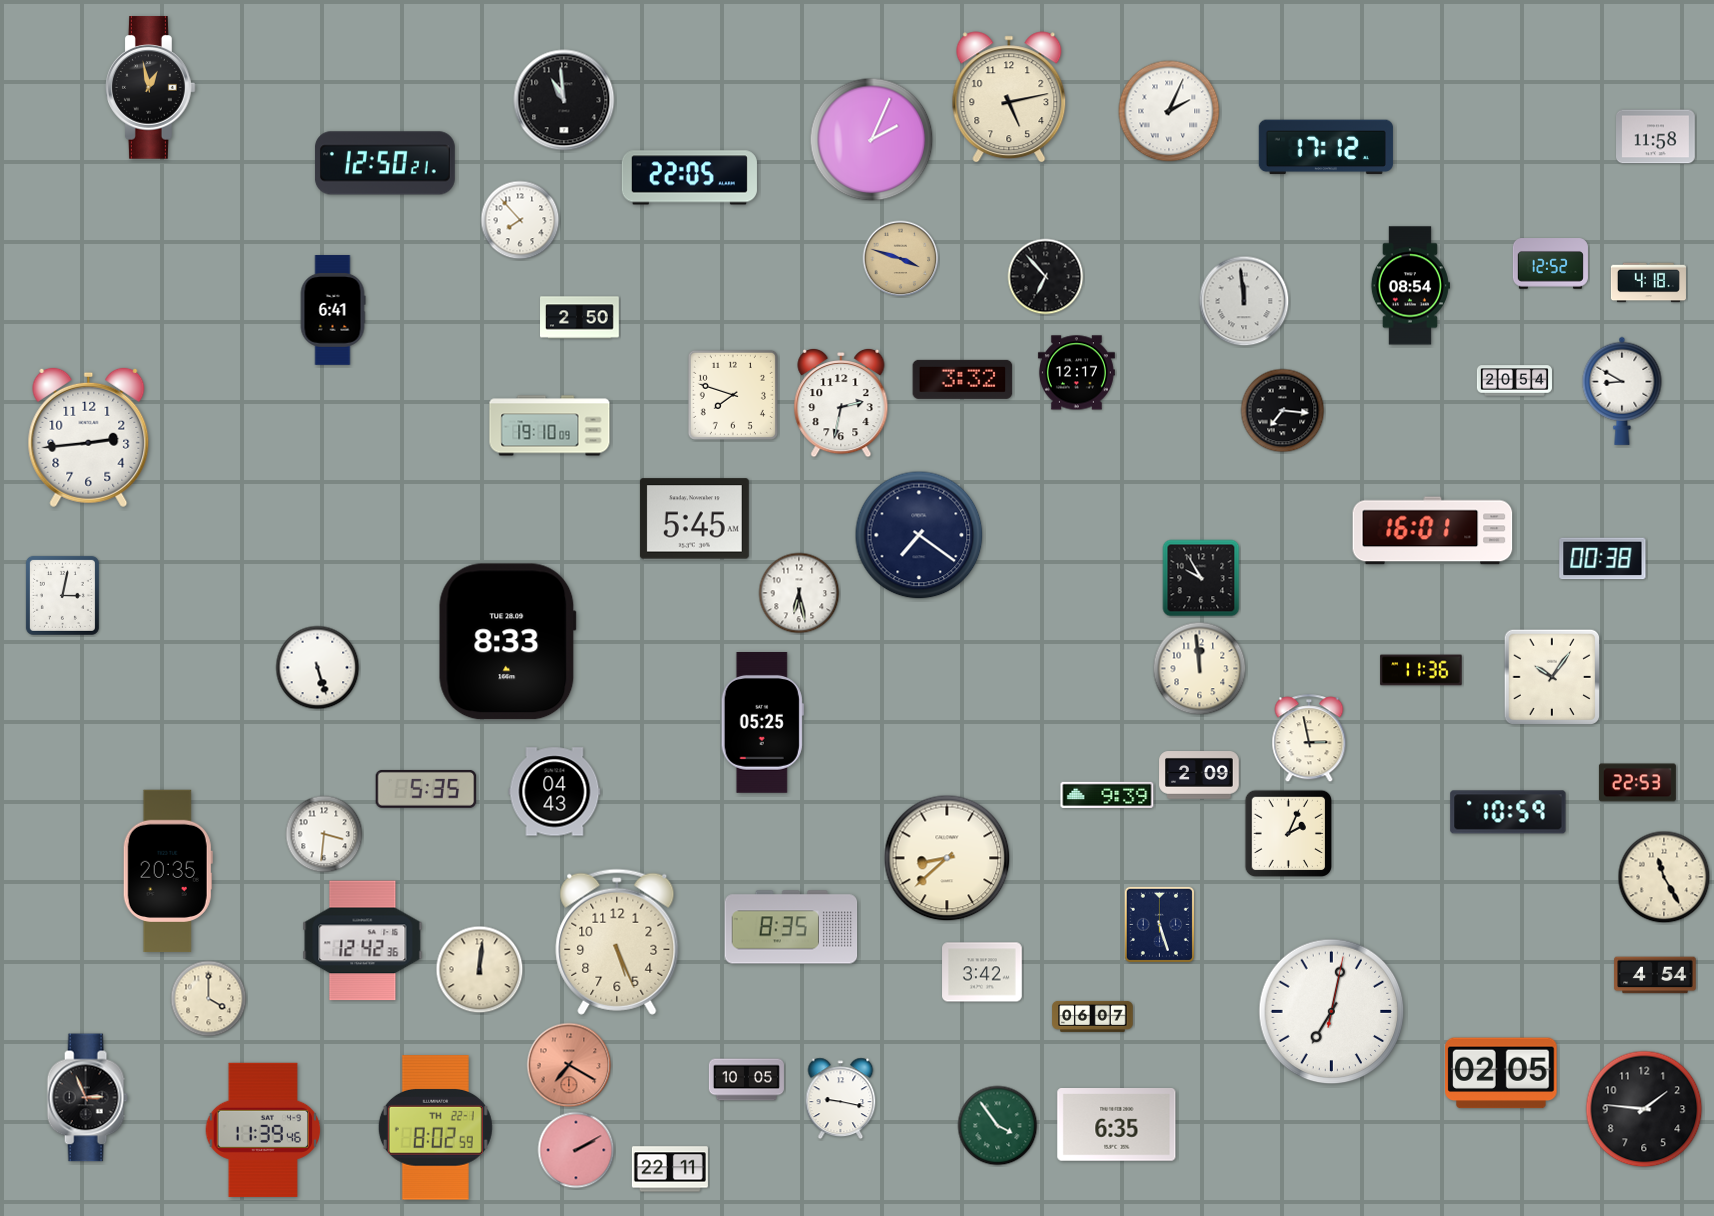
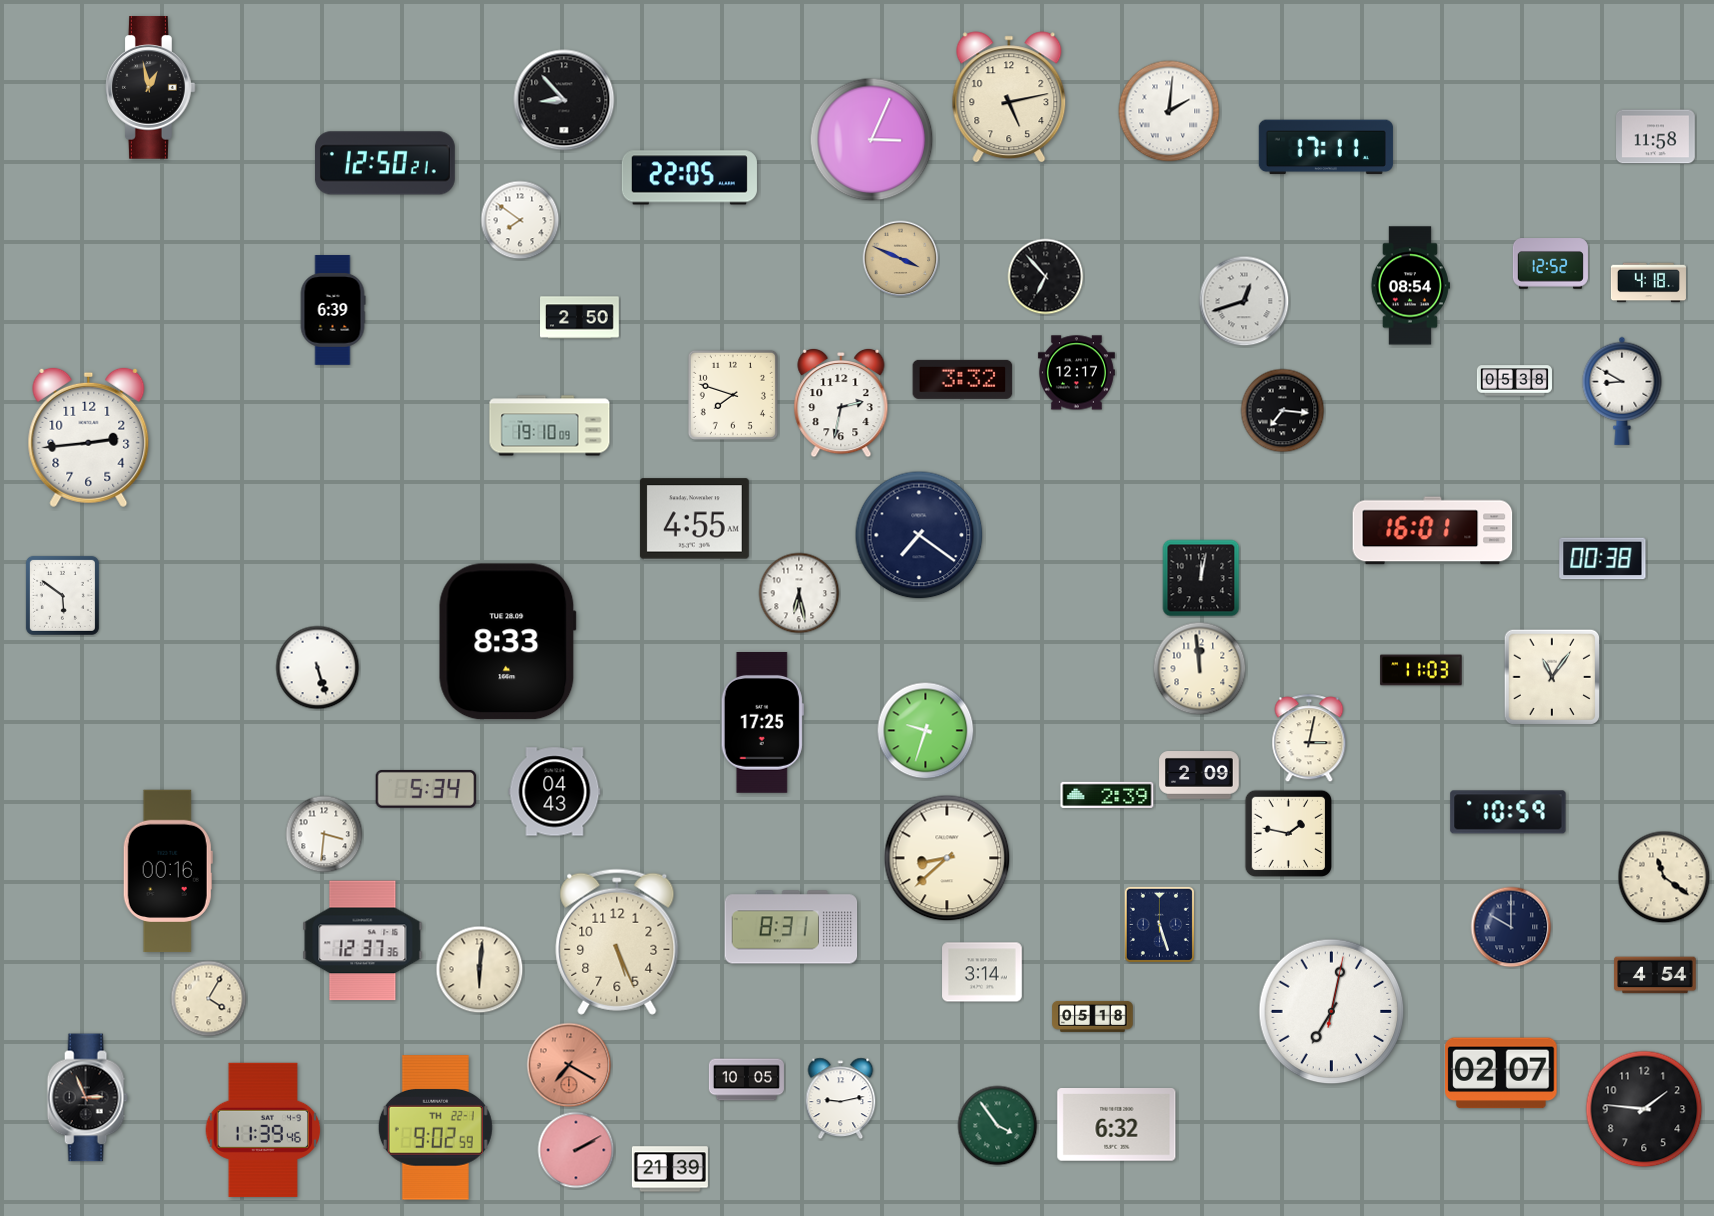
clock at (564, 100): 10:59 -> 8:53
clock at (1169, 111): 2:04 -> 2:01
clock at (872, 140): 2:04 -> 3:04
clock at (1326, 147): 17:12 -> 17:11
clock at (520, 220): 7:53 -> 7:51
clock at (901, 259): 3:48 -> 3:49
clock at (1244, 301): 11:59 -> 12:42
clock at (333, 310): 6:41 -> 6:39
clock at (1514, 381): 20:54 -> 05:38
clock at (694, 519): 5:45 -> 4:55
clock at (1201, 578): 9:55 -> 12:02
clock at (62, 595): 3:02 -> 5:51
clock at (1421, 670): 11:36 -> 11:03
clock at (1552, 677): 10:06 -> 11:06
clock at (762, 723): 05:25 -> 17:25
clock at (926, 731): none -> 9:33
clock at (1309, 739): 2:58 -> 3:02
clock at (1637, 783): 22:53 -> none
clock at (426, 789): 5:35 -> 5:34
clock at (1107, 795): 9:39 -> 2:39
clock at (1289, 834): 2:04 -> 1:47
clock at (168, 871): 20:35 -> 00:16
clock at (1664, 877): 11:25 -> 11:21
clock at (791, 927): 8:35 -> 8:31
clock at (1511, 927): none -> 10:00
clock at (363, 941): 12:42 -> 12:37
clock at (480, 970): 12:01 -> 6:01
clock at (982, 972): 3:42 -> 3:14
clock at (209, 999): 4:00 -> 4:05
clock at (1093, 1016): 06:07 -> 05:18
clock at (1502, 1073): 02:05 -> 02:07
clock at (841, 1099): 9:17 -> 9:13
clock at (1117, 1125): 6:35 -> 6:32
clock at (435, 1128): 8:02 -> 9:02
clock at (670, 1169): 22:11 -> 21:39
